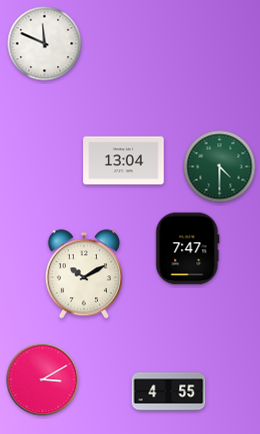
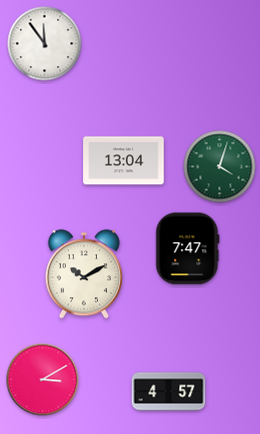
clock at (45, 44): 11:49 -> 11:54
clock at (220, 167): 4:30 -> 4:03
clock at (169, 392): 4:55 -> 4:57
